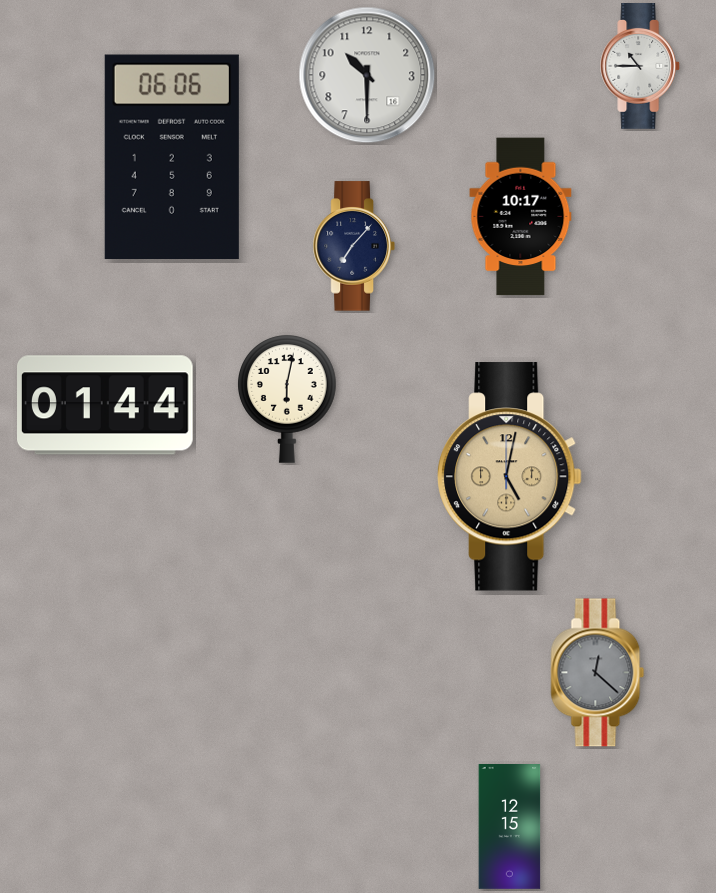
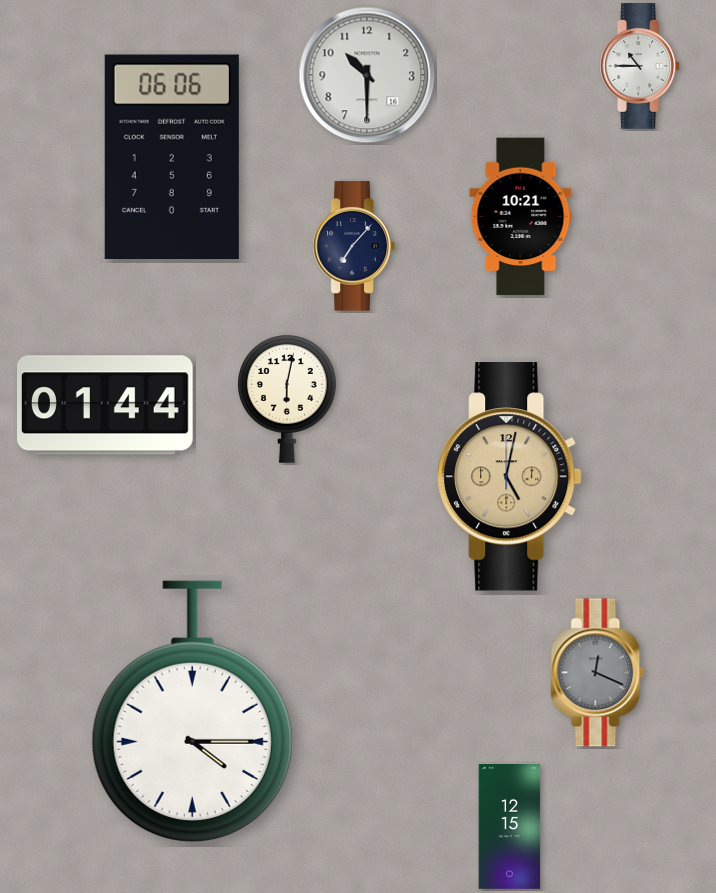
clock at (521, 217): 10:17 -> 10:21
clock at (598, 673): 12:22 -> 12:19
clock at (192, 711): none -> 4:15
